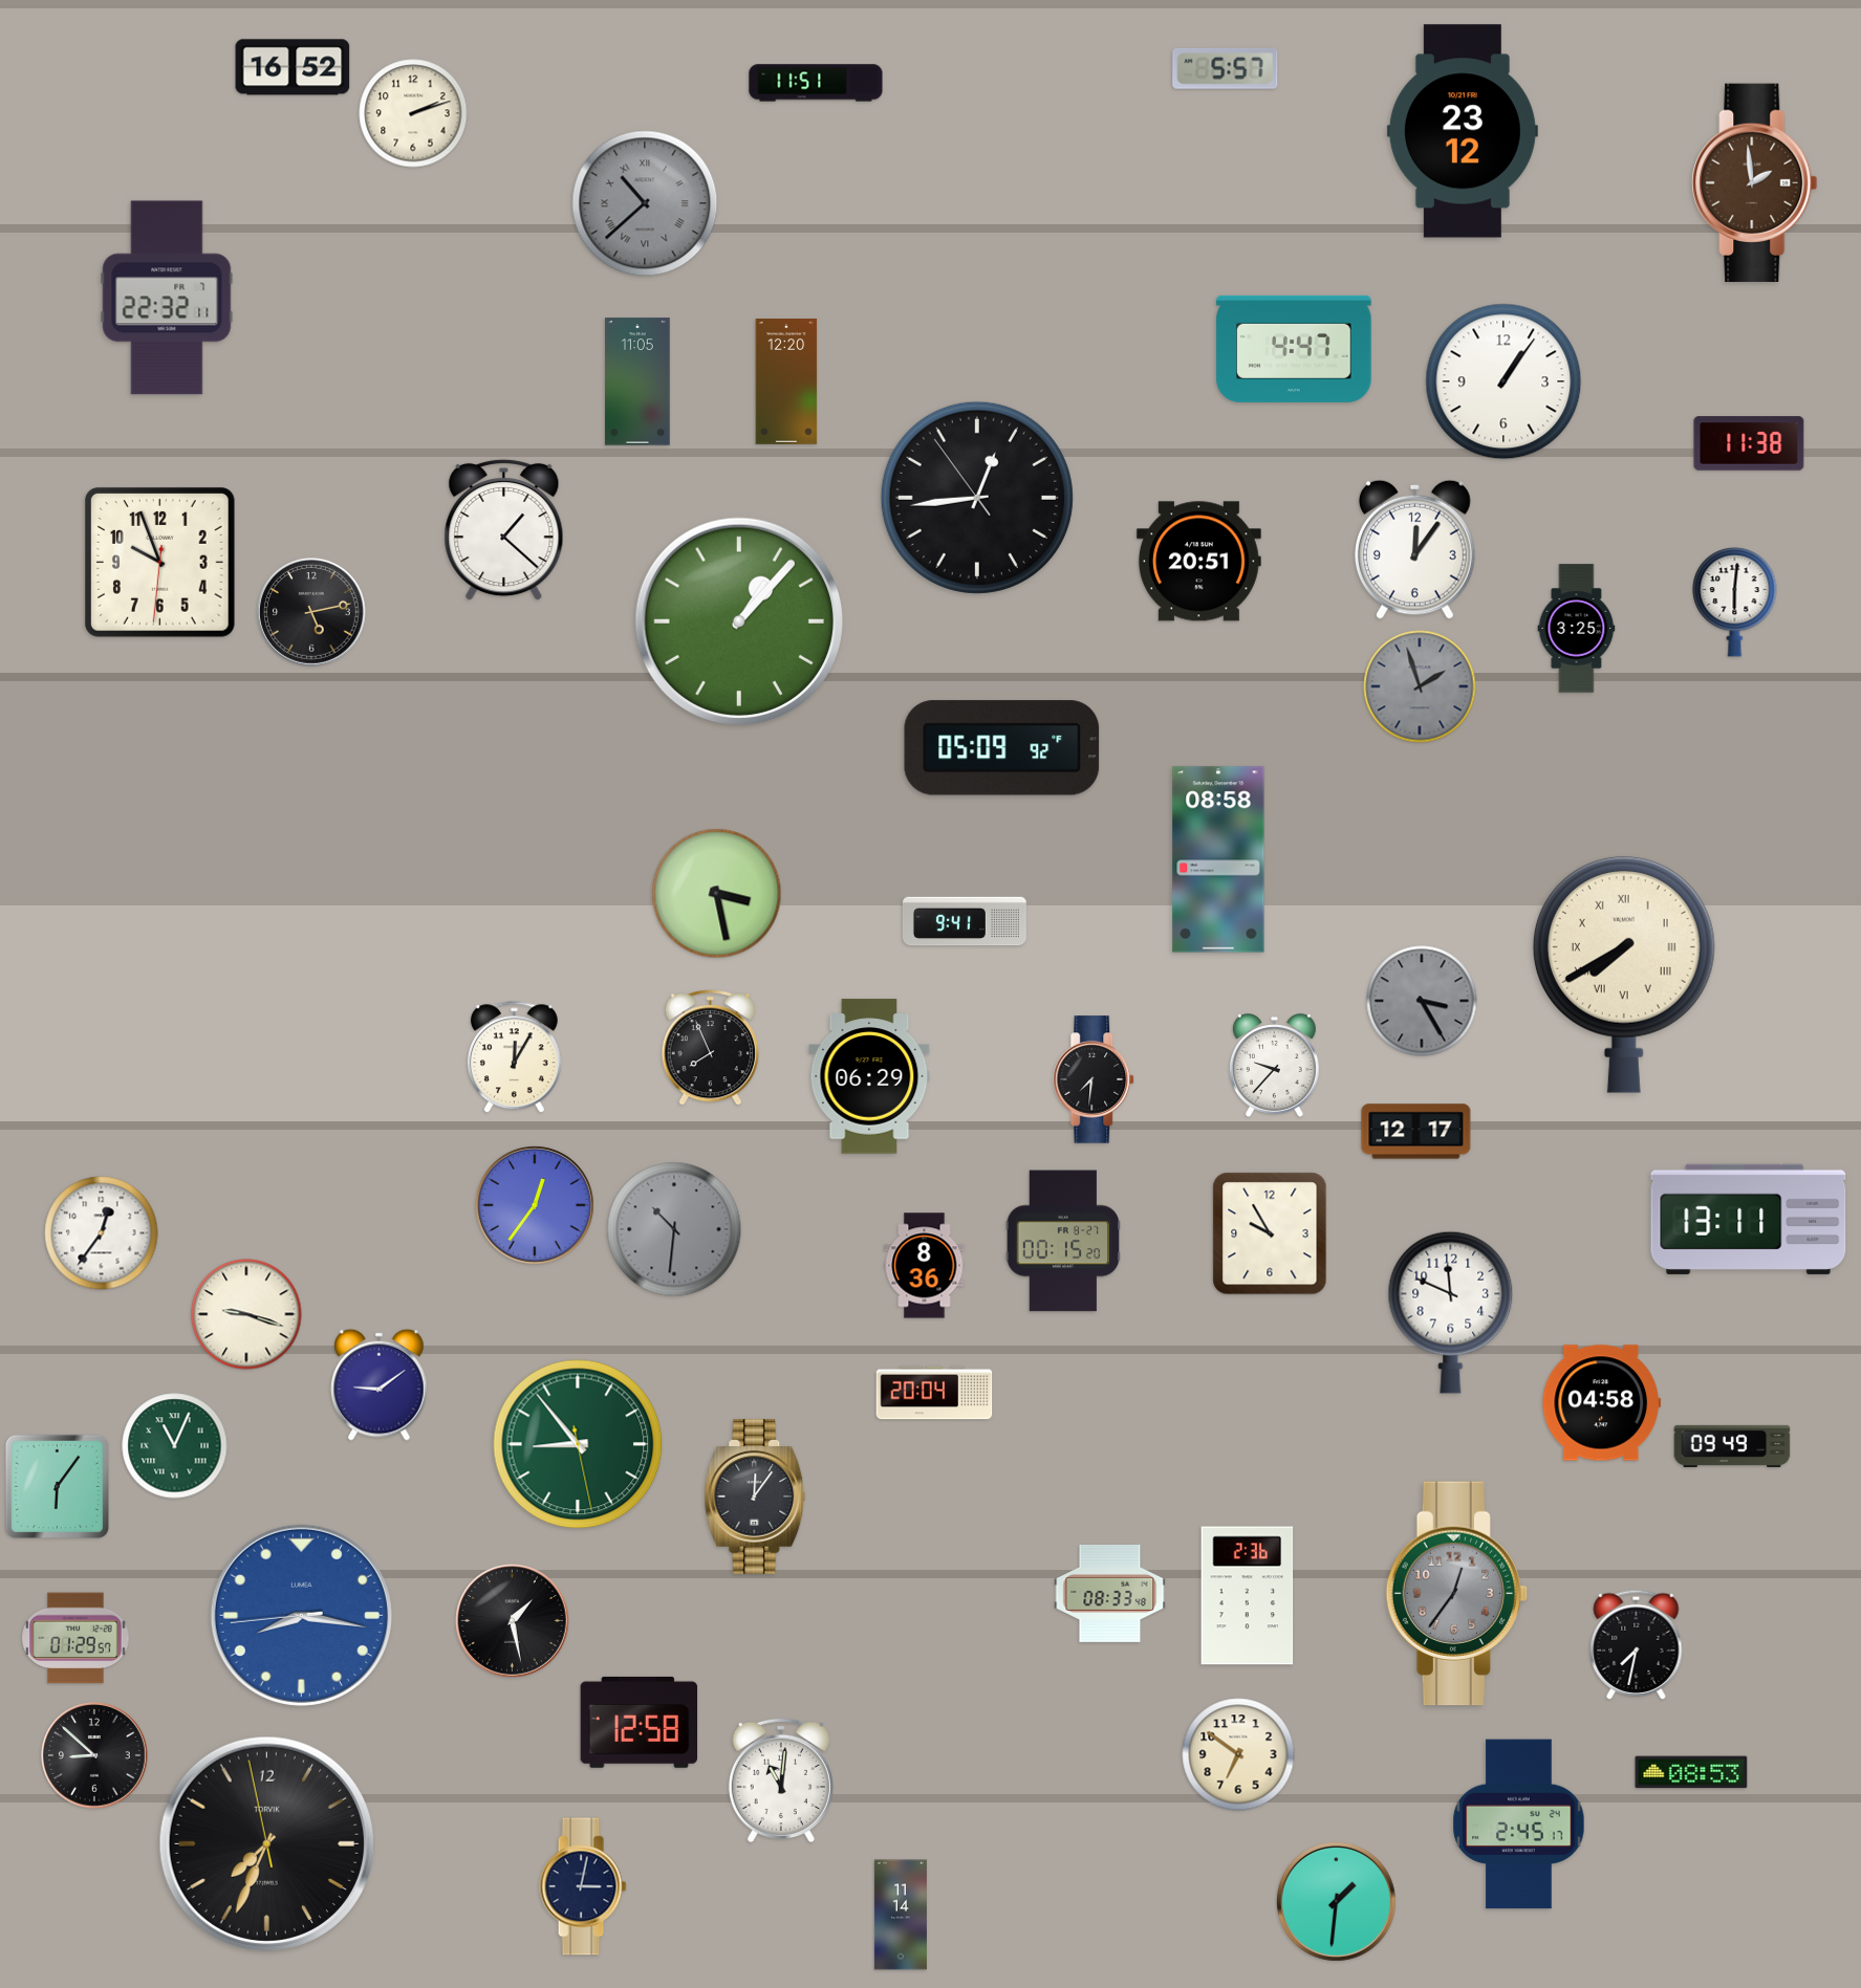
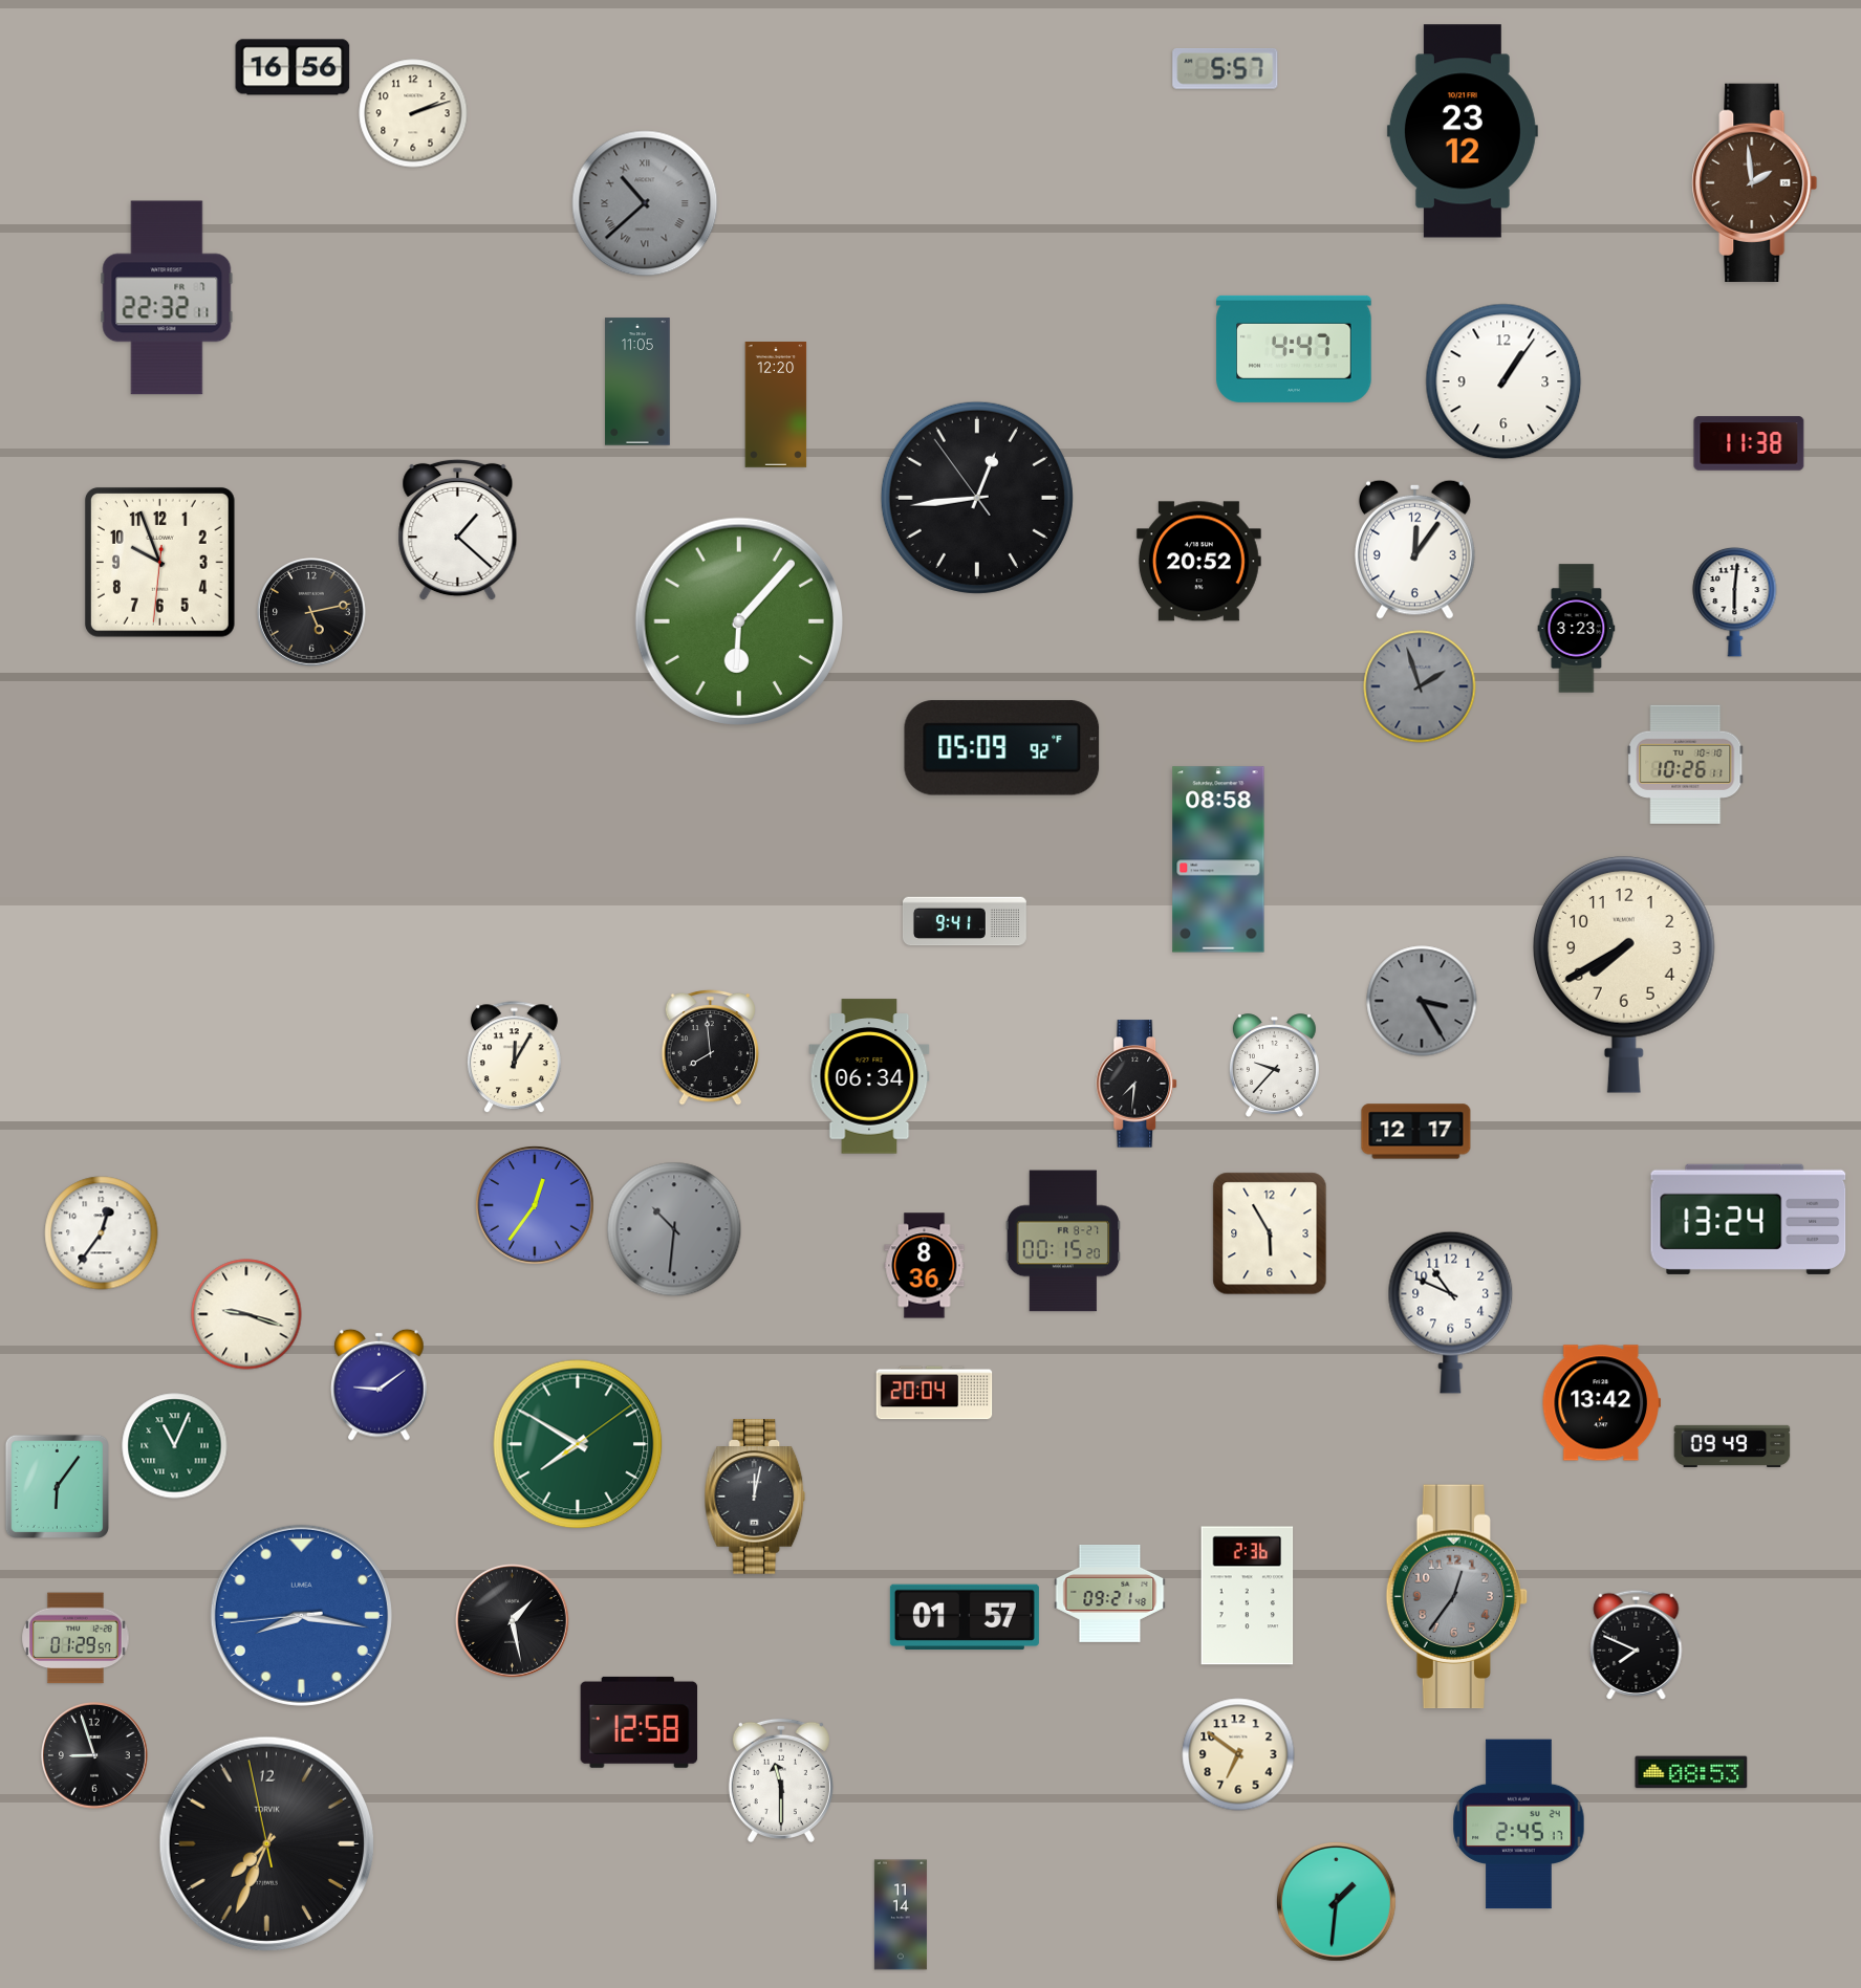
clock at (293, 67): 16:52 -> 16:56
clock at (816, 83): 11:51 -> none
clock at (786, 381) position: (786, 381) -> (776, 405)
clock at (504, 530) position: (504, 530) -> (458, 530)
clock at (1198, 562): 20:51 -> 20:52
clock at (738, 620): 1:07 -> 6:07
clock at (1577, 629): 3:25 -> 3:23
clock at (1686, 764): none -> 10:26
clock at (717, 894): 3:28 -> none
clock at (1624, 975) numerals: Roman -> Arabic
clock at (711, 1047): 7:56 -> 7:59
clock at (869, 1076): 06:29 -> 06:34
clock at (1095, 1079) position: (1095, 1079) -> (1138, 1084)
clock at (1749, 1219): 13:11 -> 13:24
clock at (1270, 1233): 9:55 -> 5:55
clock at (1451, 1312): 11:49 -> 10:49
clock at (1601, 1403): 04:58 -> 13:42
clock at (578, 1444): 8:53 -> 7:50
clock at (755, 1497): 12:06 -> 12:02
clock at (1110, 1593): 08:33 -> 09:21
clock at (1457, 1594) position: (1457, 1594) -> (1457, 1597)
clock at (965, 1617): none -> 01:57
clock at (1637, 1644): 7:32 -> 7:49
clock at (95, 1756): 8:52 -> 8:57
clock at (781, 1781): 11:01 -> 11:30
clock at (583, 1886): 3:02 -> none
